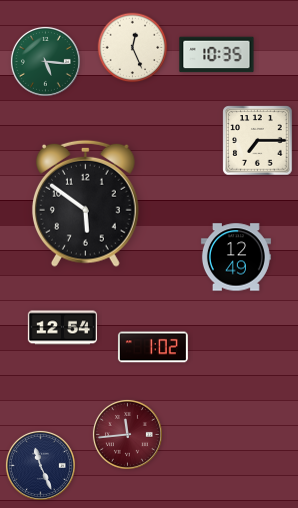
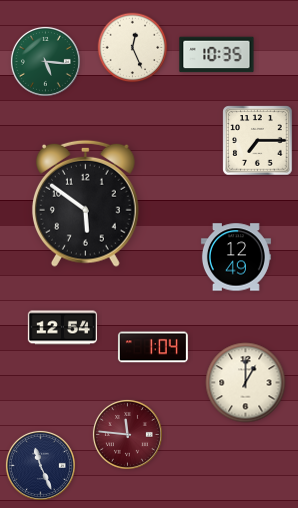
clock at (153, 347): 1:02 -> 1:04
clock at (246, 383): none -> 1:00
clock at (127, 434): 11:44 -> 11:46
